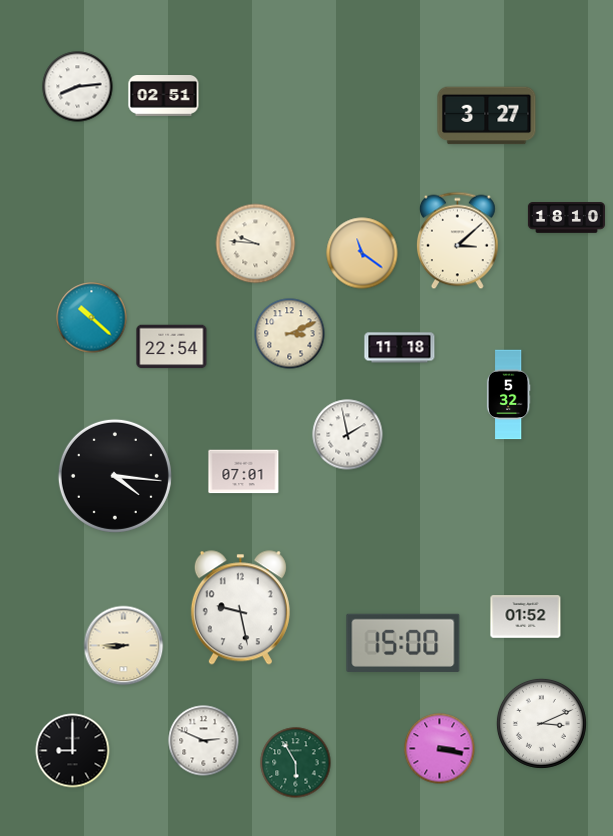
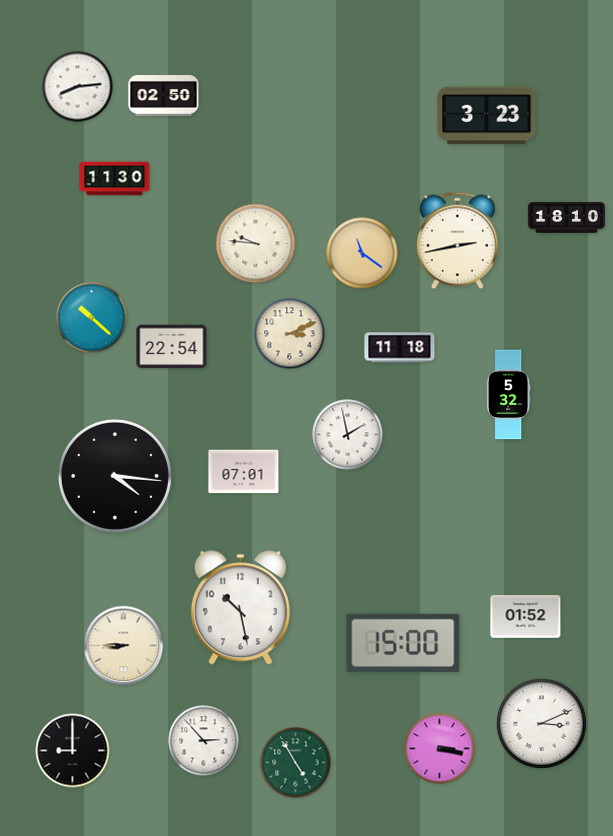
clock at (164, 96): 02:51 -> 02:50
clock at (487, 116): 3:27 -> 3:23
clock at (115, 179): none -> 11:30
clock at (457, 241): 3:08 -> 2:43
clock at (240, 608): 9:28 -> 10:28
clock at (204, 741): 2:49 -> 2:53
clock at (296, 763): 5:55 -> 4:55
